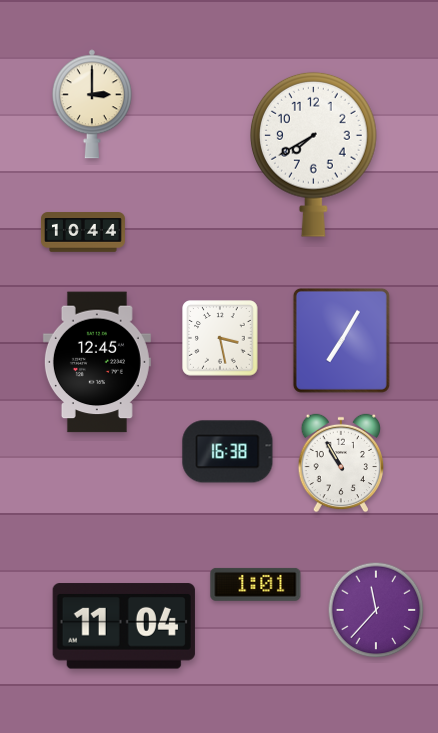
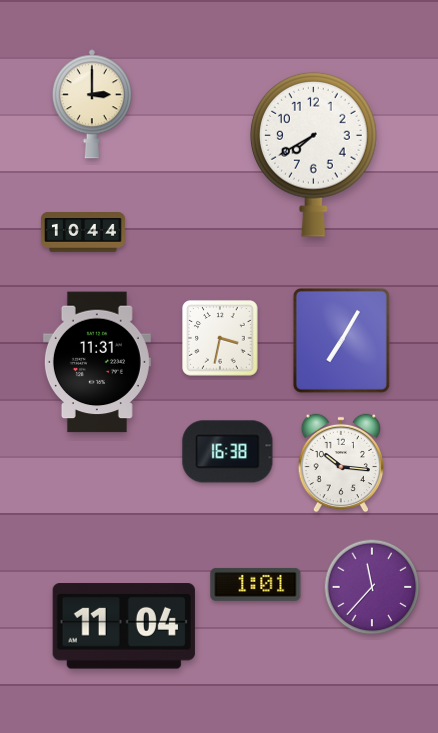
clock at (220, 338): 3:28 -> 3:32
clock at (97, 362): 12:45 -> 11:31
clock at (341, 463): 10:55 -> 10:16
clock at (376, 610) position: (376, 610) -> (372, 587)
